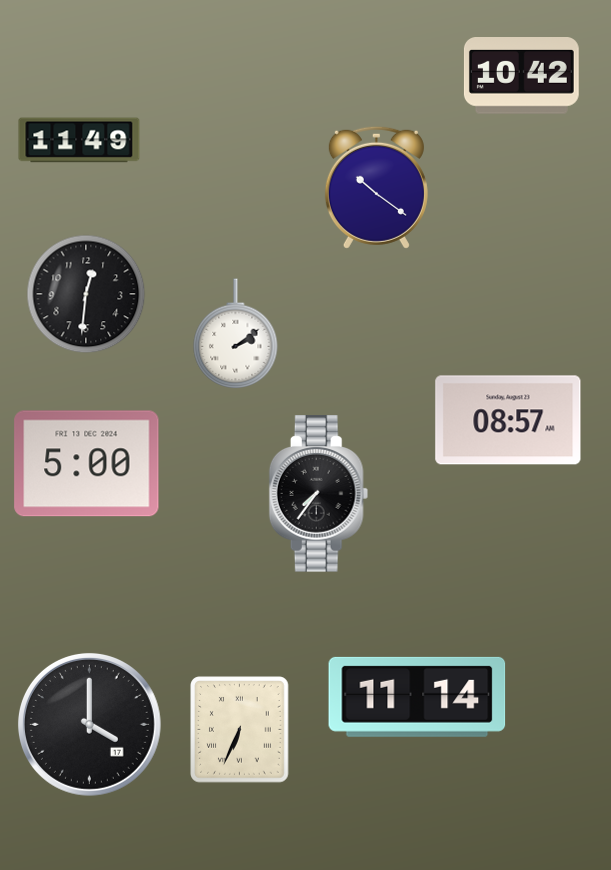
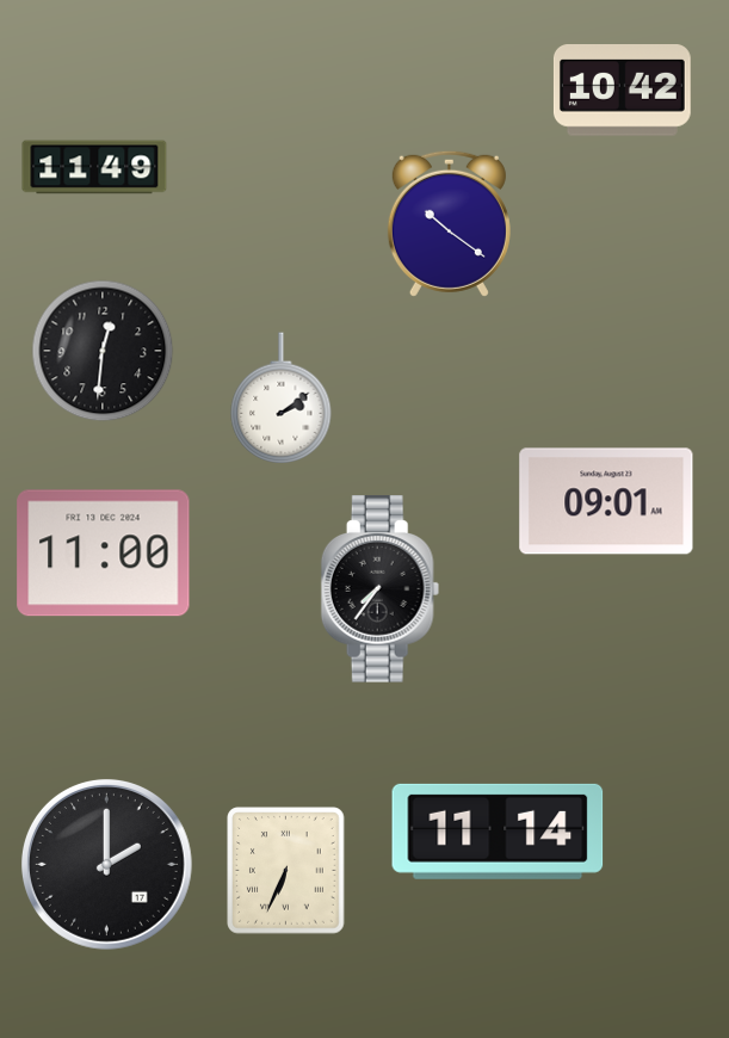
clock at (508, 420): 08:57 -> 09:01
clock at (87, 464): 5:00 -> 11:00
clock at (89, 724): 4:00 -> 2:00
